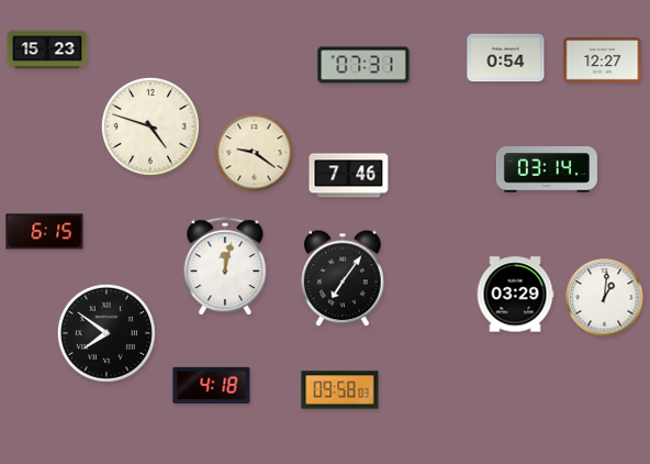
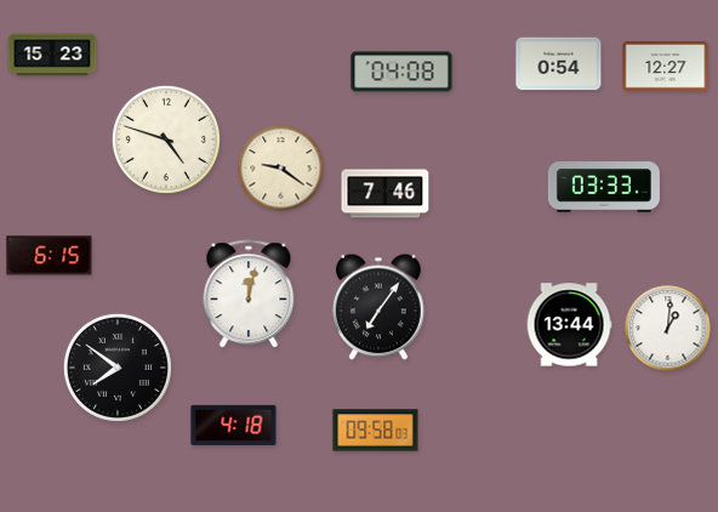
clock at (363, 65): 07:31 -> 04:08
clock at (547, 169): 03:14 -> 03:33
clock at (515, 295): 03:29 -> 13:44
